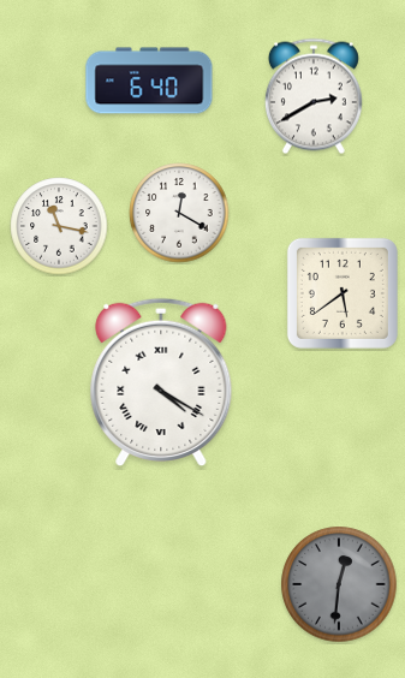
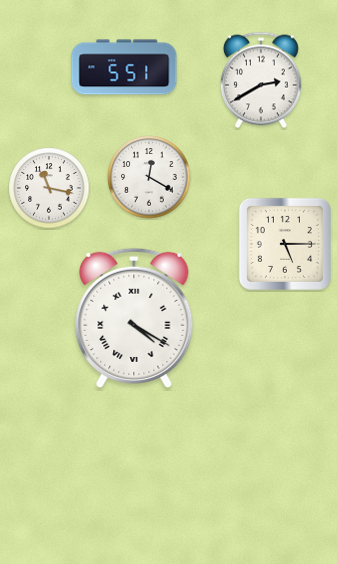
clock at (149, 81): 6:40 -> 5:51
clock at (343, 293): 5:39 -> 5:15
clock at (339, 584): 12:31 -> none
